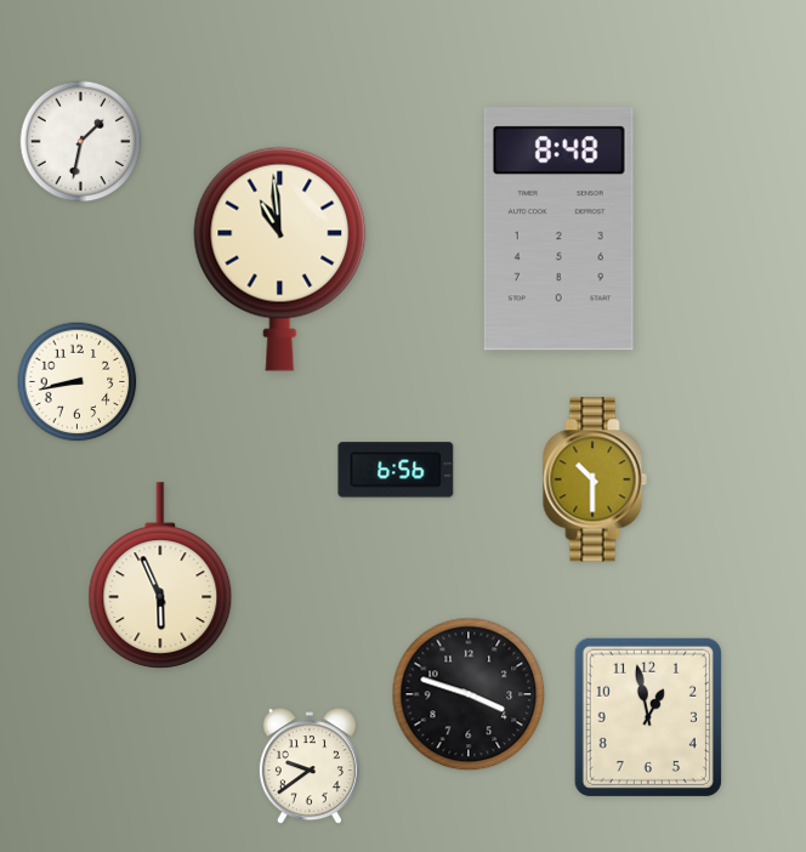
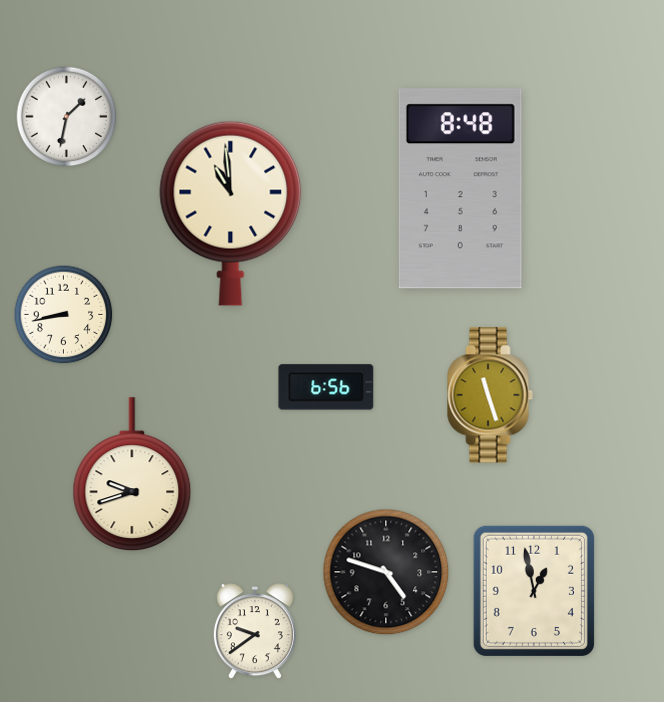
clock at (595, 479): 10:30 -> 11:27
clock at (160, 575): 5:56 -> 9:42
clock at (469, 694): 3:48 -> 4:48
